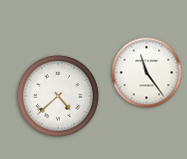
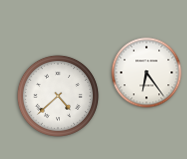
clock at (147, 73): 11:24 -> 6:24
